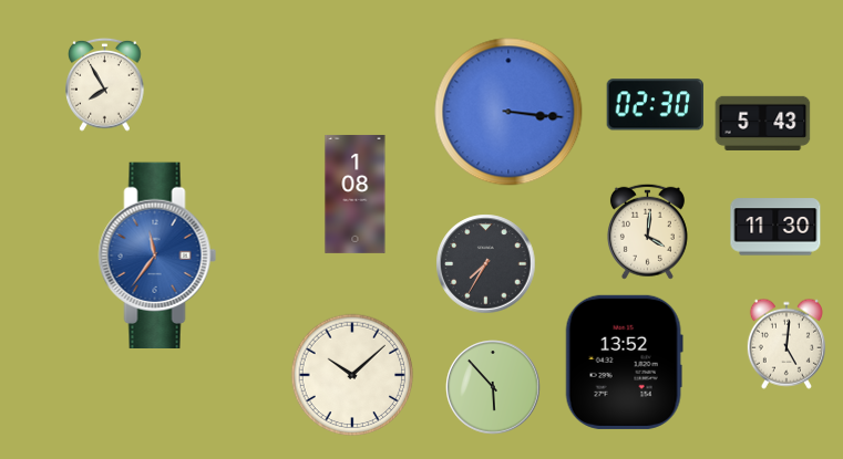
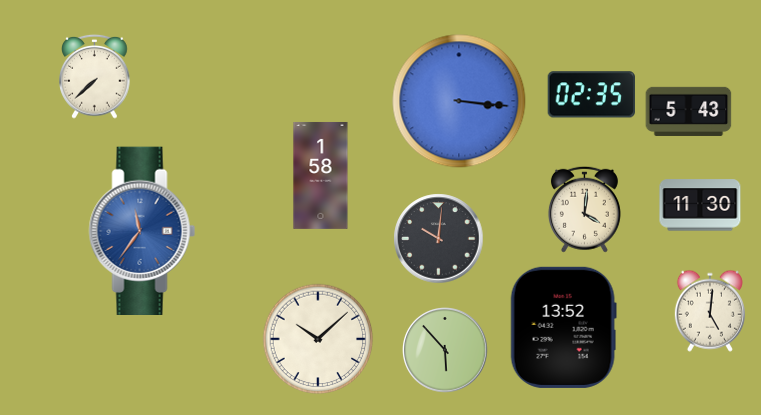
clock at (105, 84): 7:55 -> 7:38
clock at (655, 105): 02:30 -> 02:35
clock at (356, 194): 1:08 -> 1:58
clock at (486, 264): 7:35 -> 10:01
